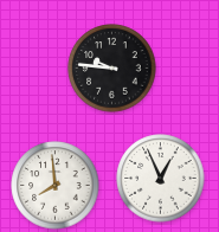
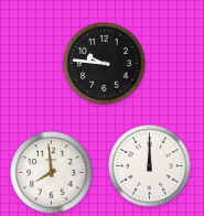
clock at (161, 179): 12:56 -> 12:00
